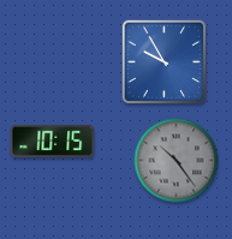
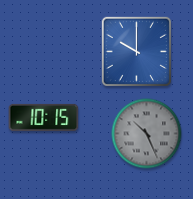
clock at (163, 61): 9:55 -> 10:00
clock at (177, 161): 10:24 -> 10:26
